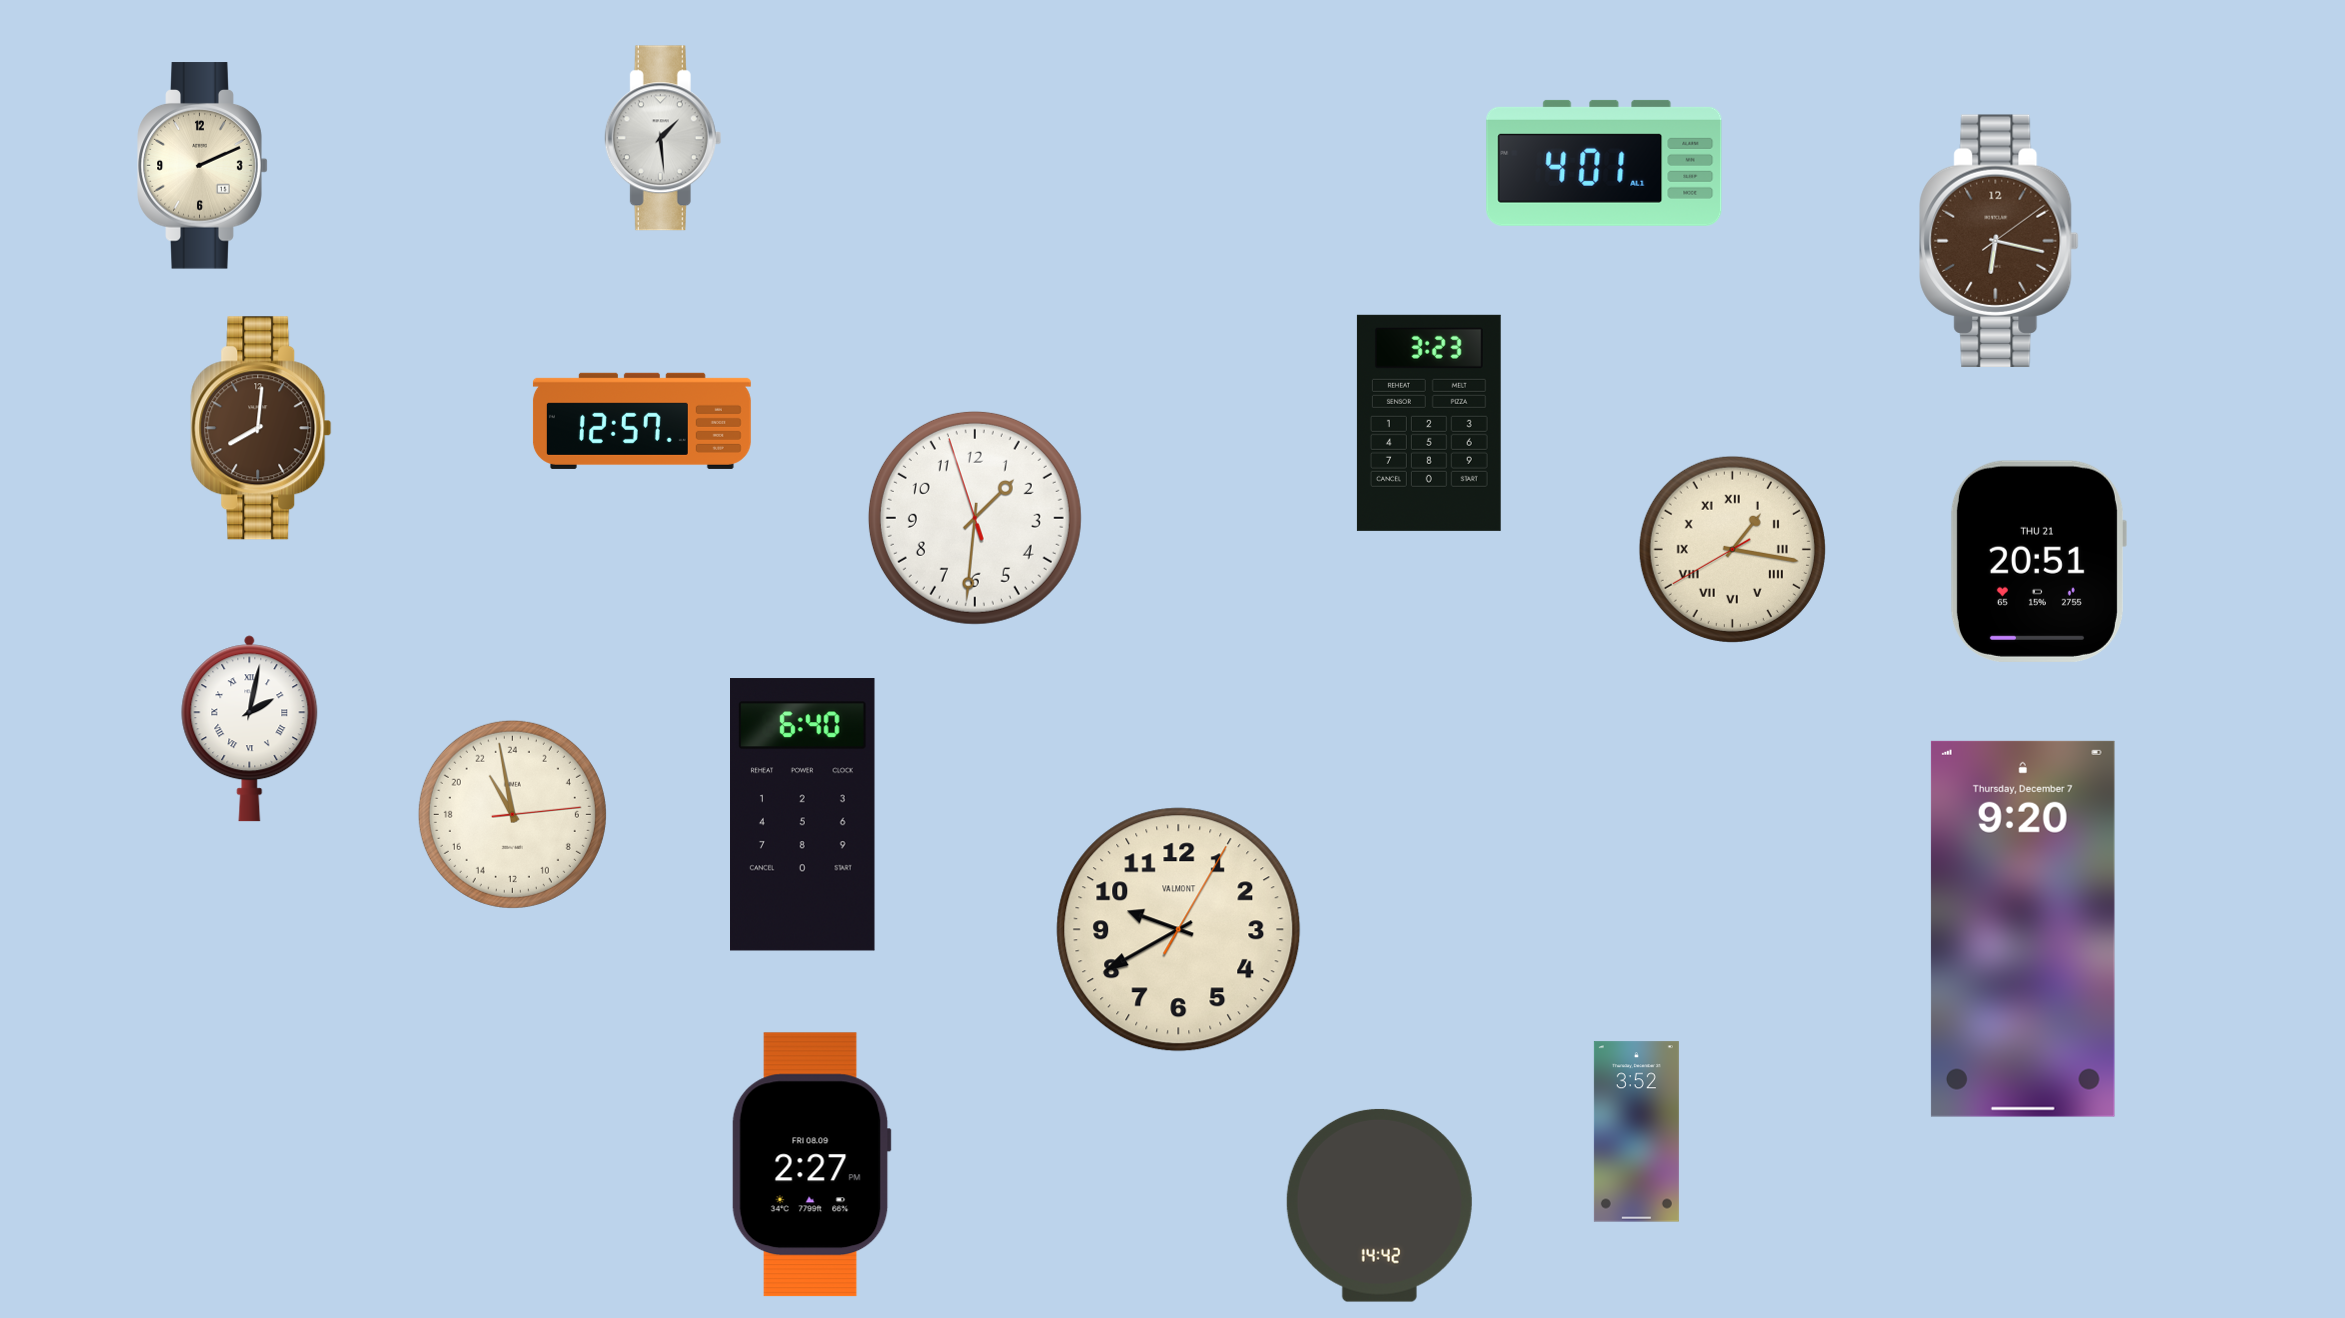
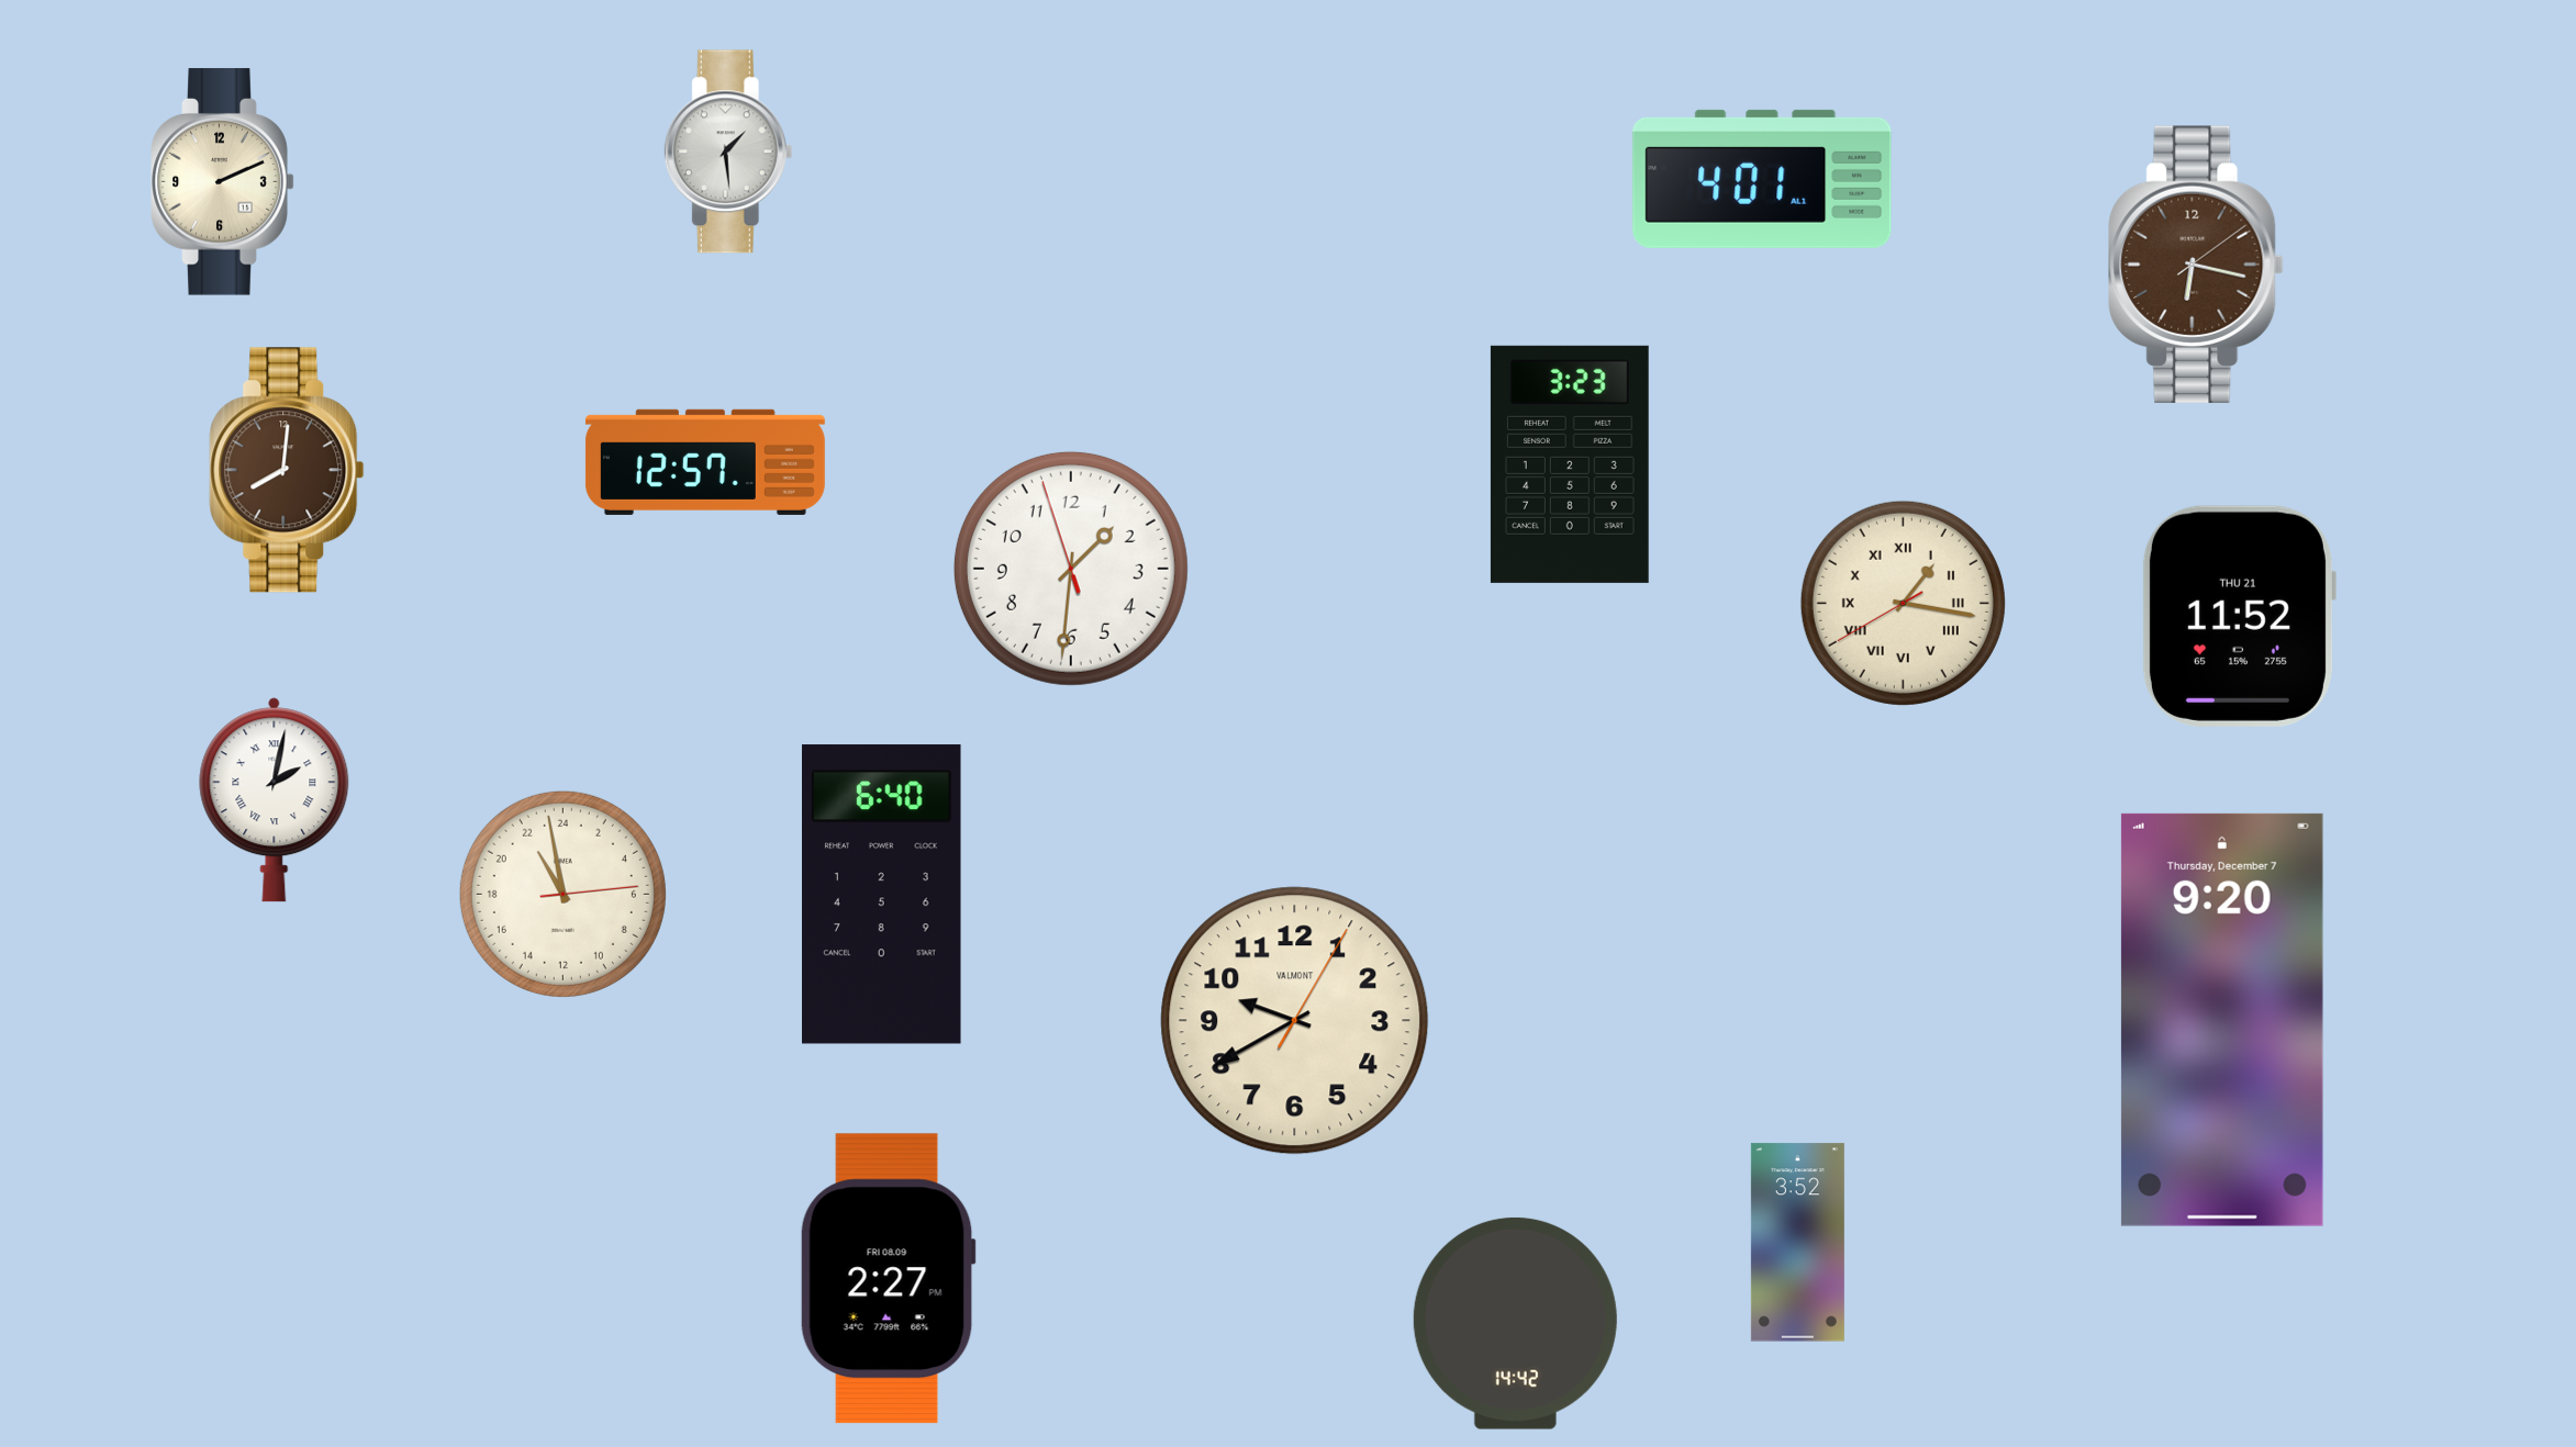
clock at (2038, 561): 20:51 -> 11:52
clock at (811, 1165) position: (811, 1165) -> (888, 1279)
